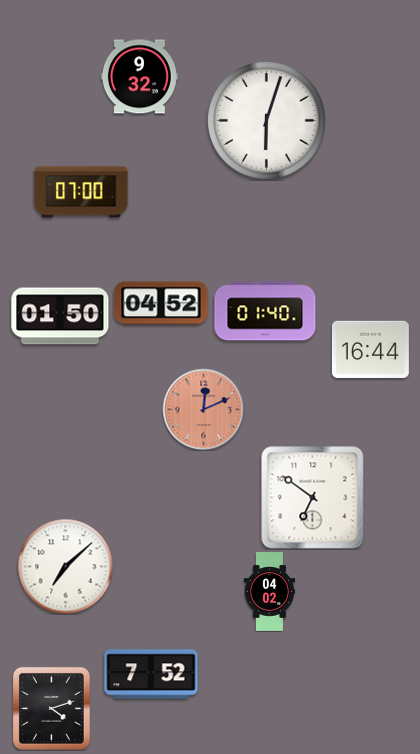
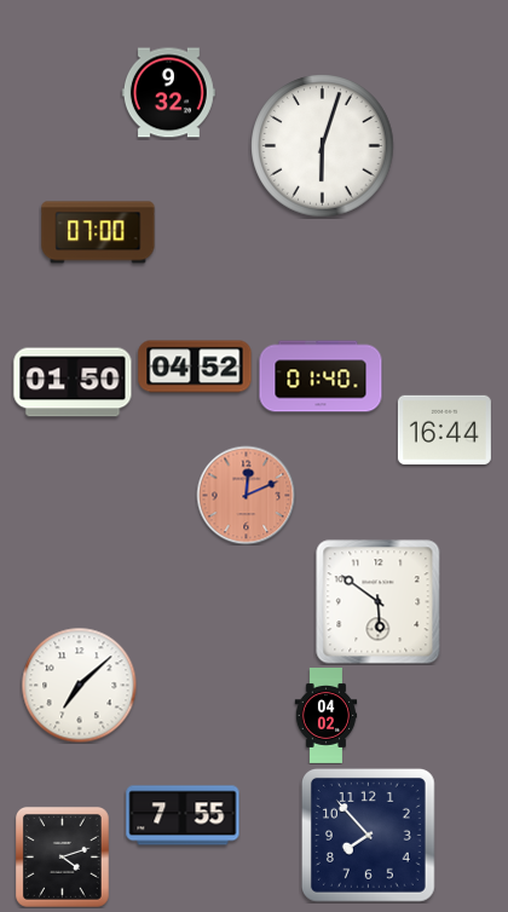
clock at (370, 349) position: (370, 349) -> (444, 429)
clock at (313, 498): 6:51 -> 5:51
clock at (151, 674): 7:52 -> 7:55
clock at (368, 835): none -> 7:53
